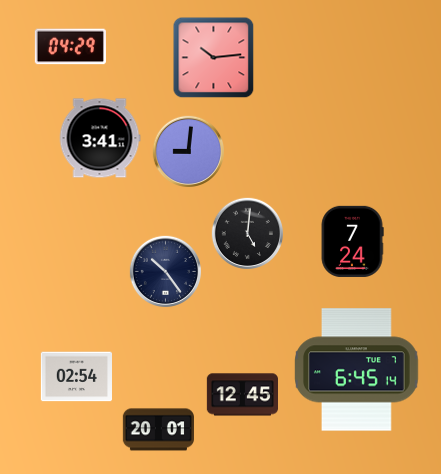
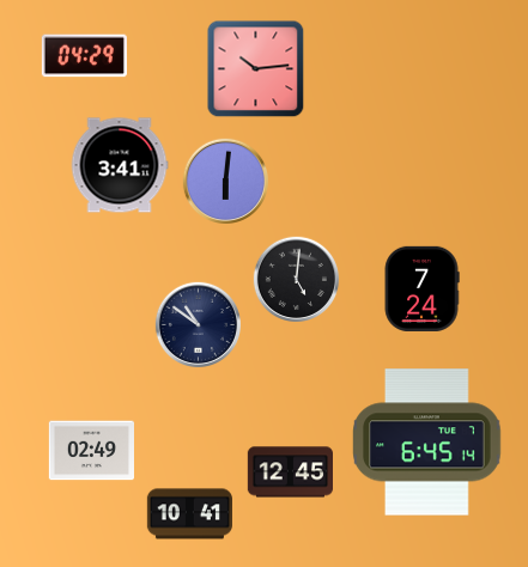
clock at (188, 151): 9:01 -> 6:01
clock at (165, 271): 10:24 -> 10:51
clock at (76, 377): 02:54 -> 02:49
clock at (158, 430): 20:01 -> 10:41
